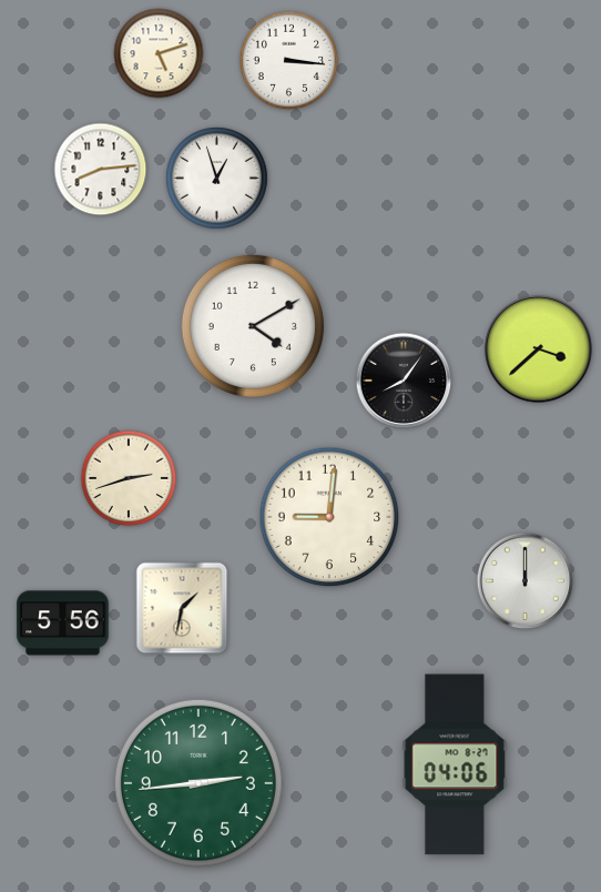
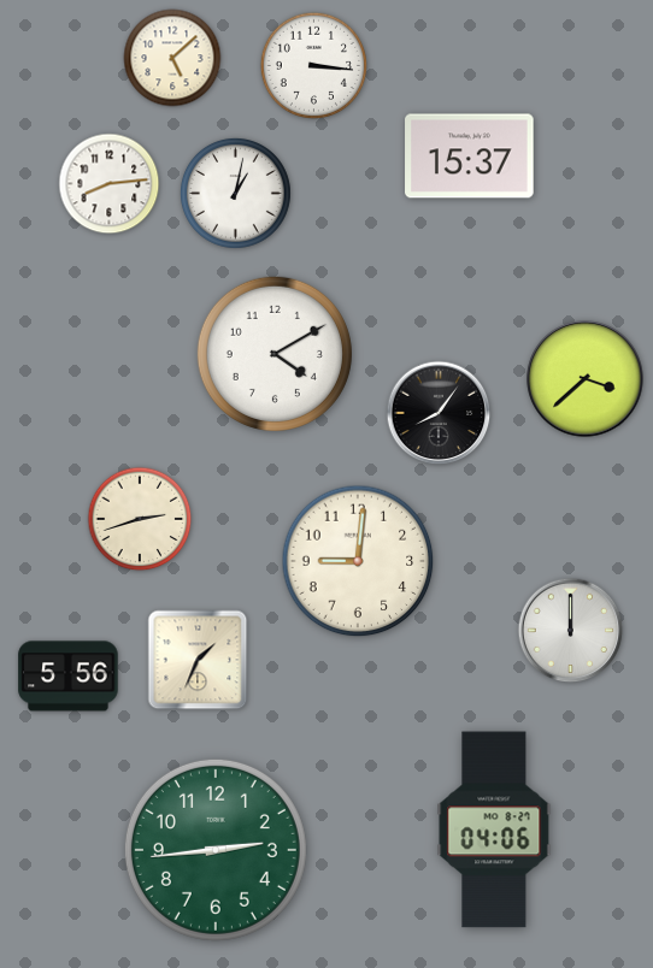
clock at (159, 53): 5:12 -> 5:08
clock at (470, 157): none -> 15:37
clock at (216, 178): 12:57 -> 1:02
clock at (182, 608): 1:32 -> 1:34
